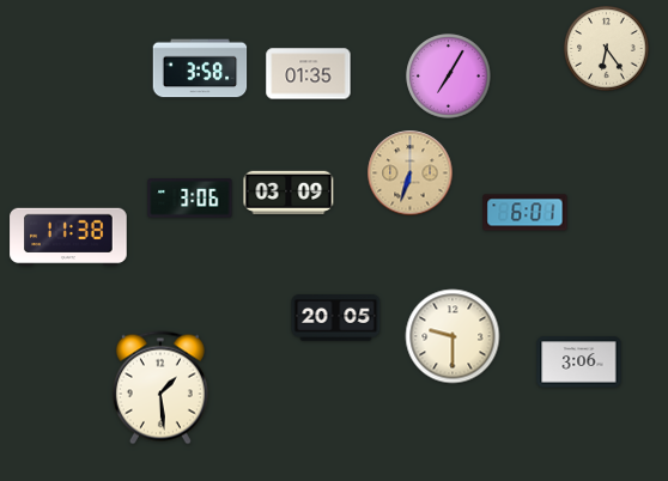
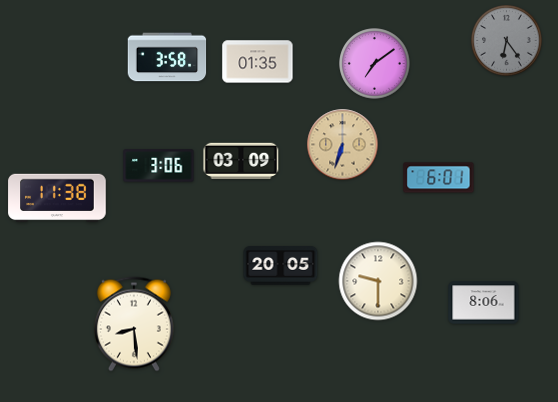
clock at (607, 49) dial: cream -> grey
clock at (449, 77): 7:05 -> 7:09
clock at (579, 363): 3:06 -> 8:06
clock at (160, 388): 1:29 -> 8:29
